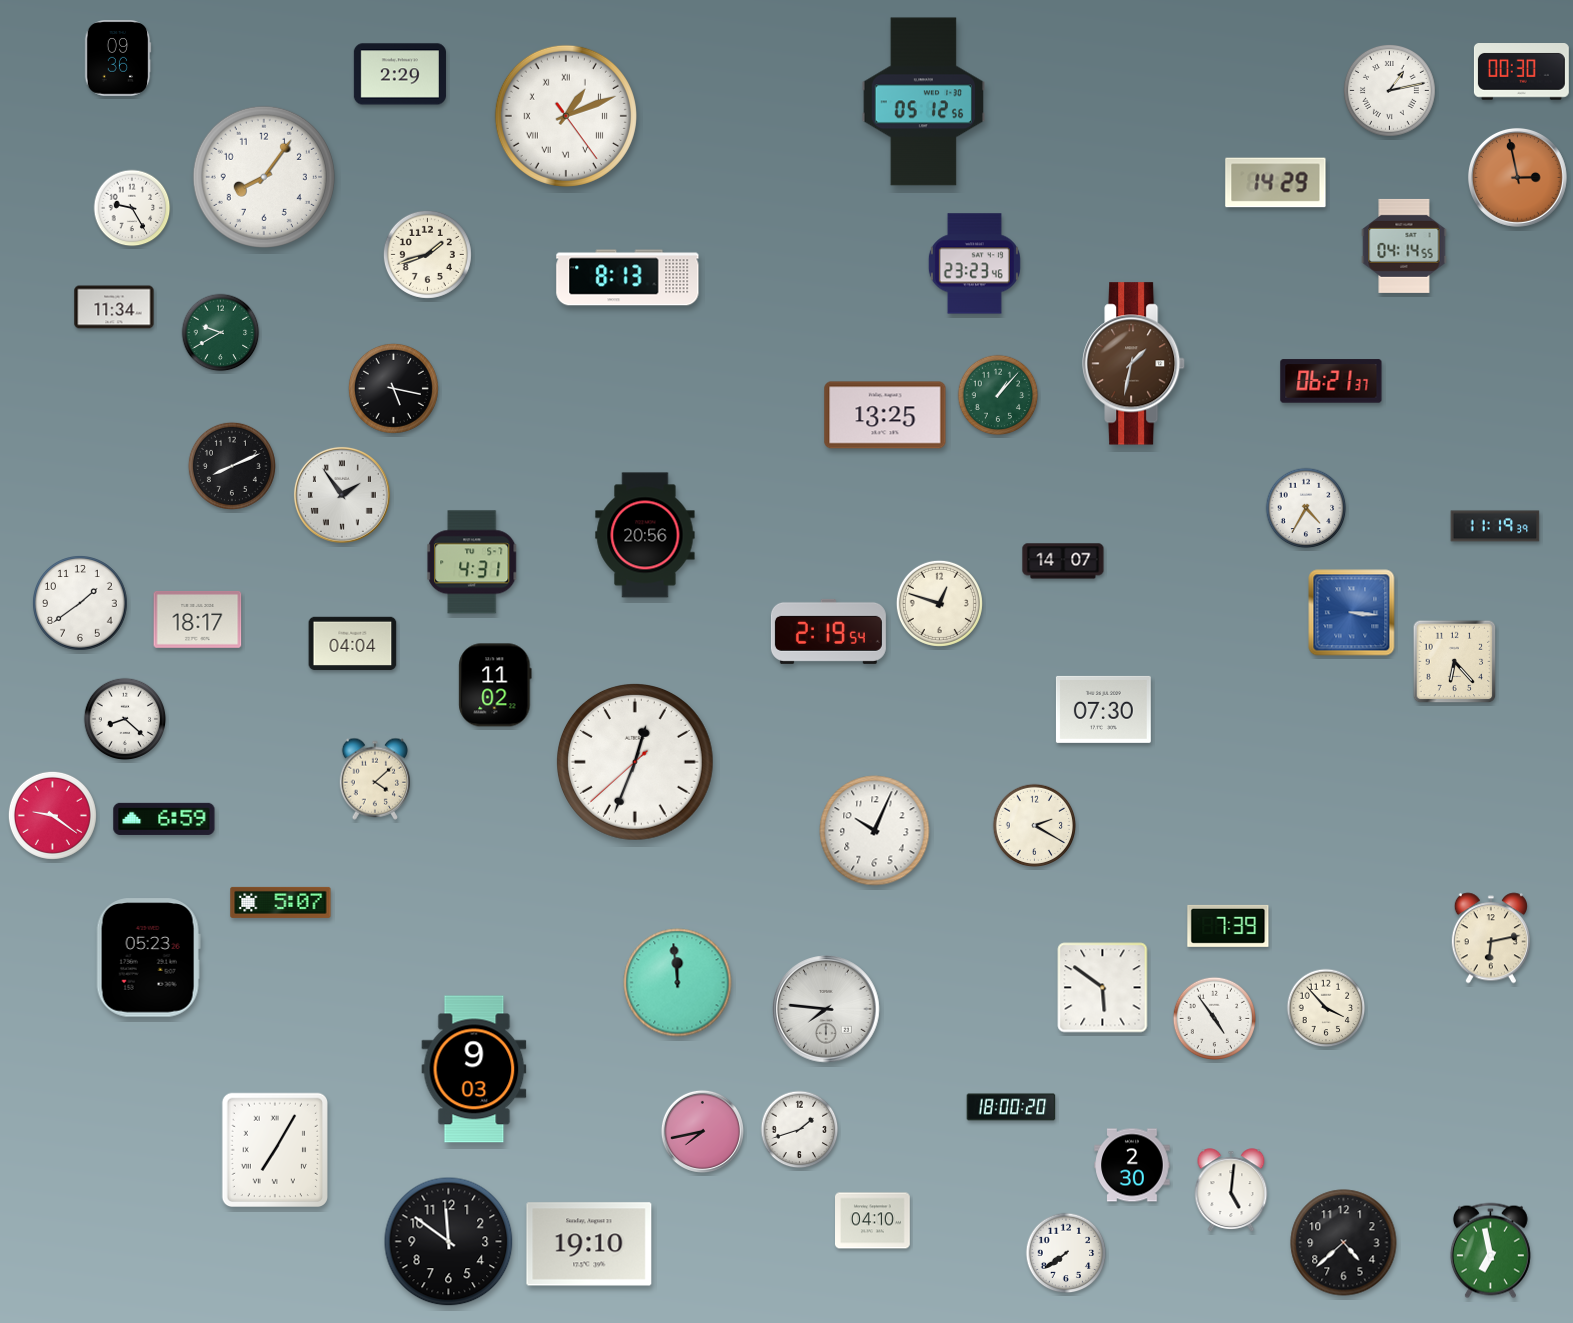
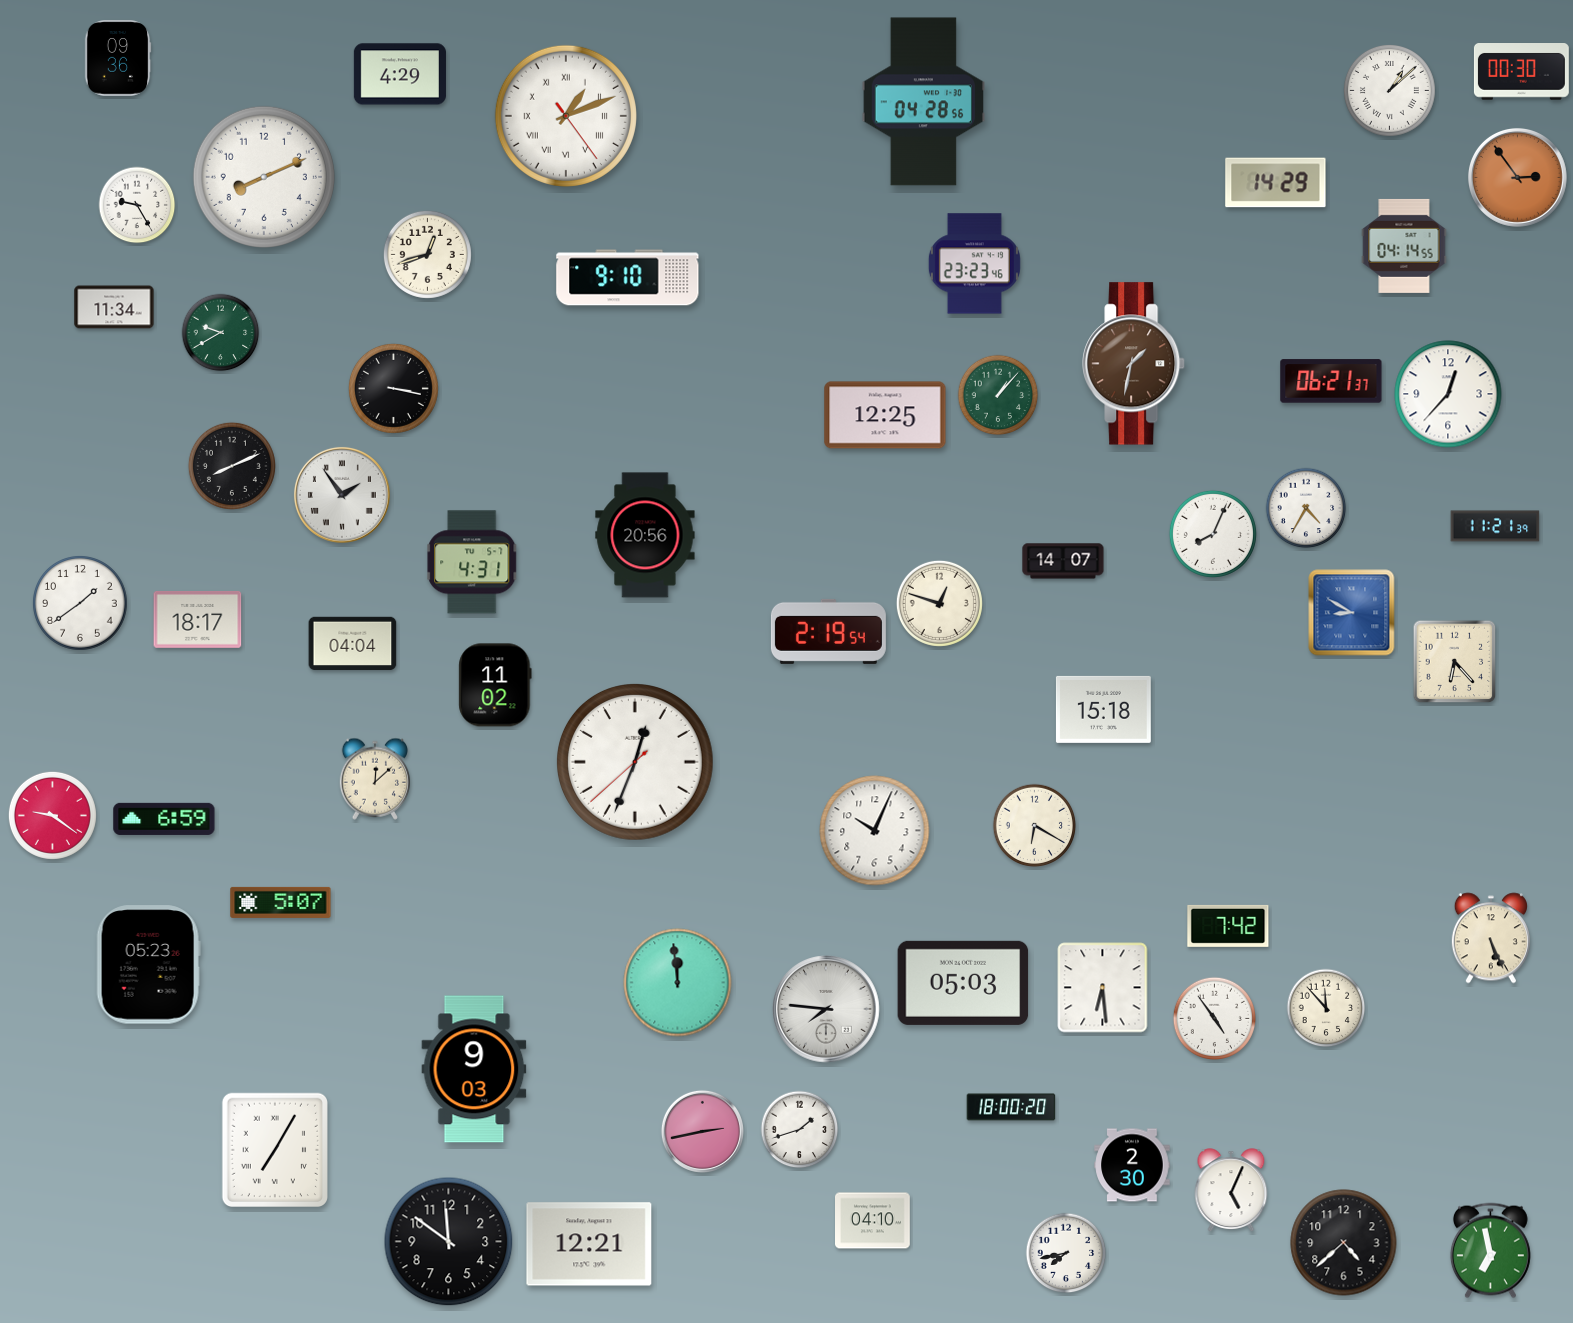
clock at (400, 74): 2:29 -> 4:29
clock at (1389, 90): 1:13 -> 1:08
clock at (923, 102): 05:12 -> 04:28
clock at (264, 177): 8:06 -> 8:11
clock at (1517, 177): 2:58 -> 2:54
clock at (132, 208) position: (132, 208) -> (137, 205)
clock at (427, 254): 1:42 -> 12:42
clock at (628, 278): 8:13 -> 9:10
clock at (393, 388): 5:17 -> 3:17
clock at (1448, 394): none -> 12:37
clock at (885, 415): 13:25 -> 12:25
clock at (1495, 526): 11:19 -> 11:21
clock at (1213, 534): none -> 8:04
clock at (1352, 613): 3:16 -> 8:50
clock at (1103, 709): 07:30 -> 15:18
clock at (125, 719): 8:22 -> none
clock at (374, 779): 4:08 -> 12:08
clock at (1034, 825): 2:20 -> 6:20
clock at (1228, 926): 7:39 -> 7:42
clock at (1491, 938): 6:13 -> 5:26
clock at (148, 958) position: (148, 958) -> (148, 965)
clock at (963, 983): none -> 05:03
clock at (1103, 988): 5:51 -> 6:29
clock at (1326, 1008): 3:53 -> 11:53
clock at (702, 1131): 7:43 -> 2:43
clock at (1231, 1190): 5:01 -> 5:04
clock at (589, 1244): 19:10 -> 12:21
clock at (1066, 1253): 7:39 -> 7:43
